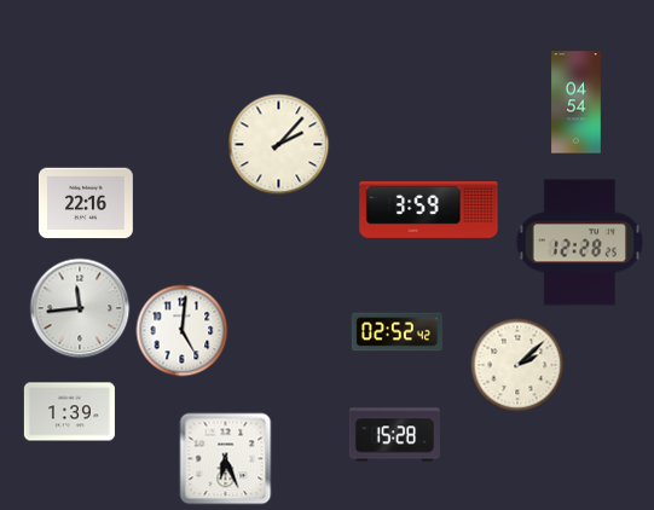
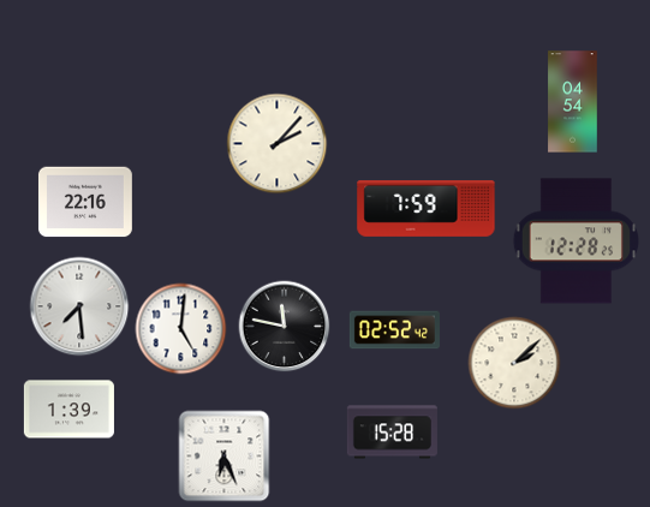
clock at (429, 210): 3:59 -> 7:59
clock at (80, 308): 11:44 -> 7:29
clock at (285, 327): none -> 11:47
